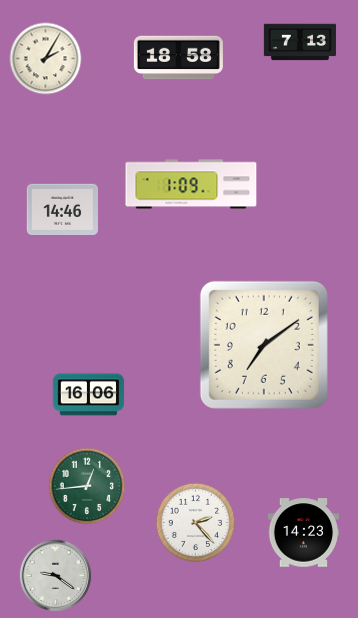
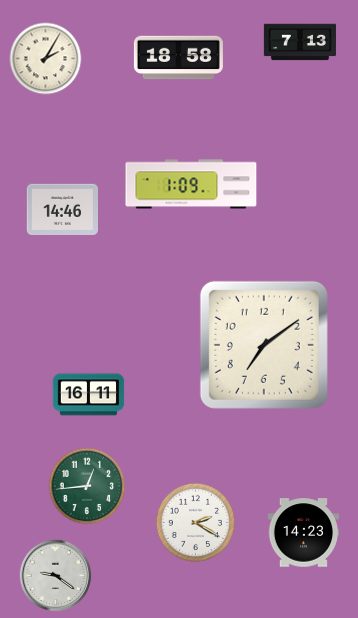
clock at (89, 395): 16:06 -> 16:11
clock at (195, 522): 2:23 -> 2:20
